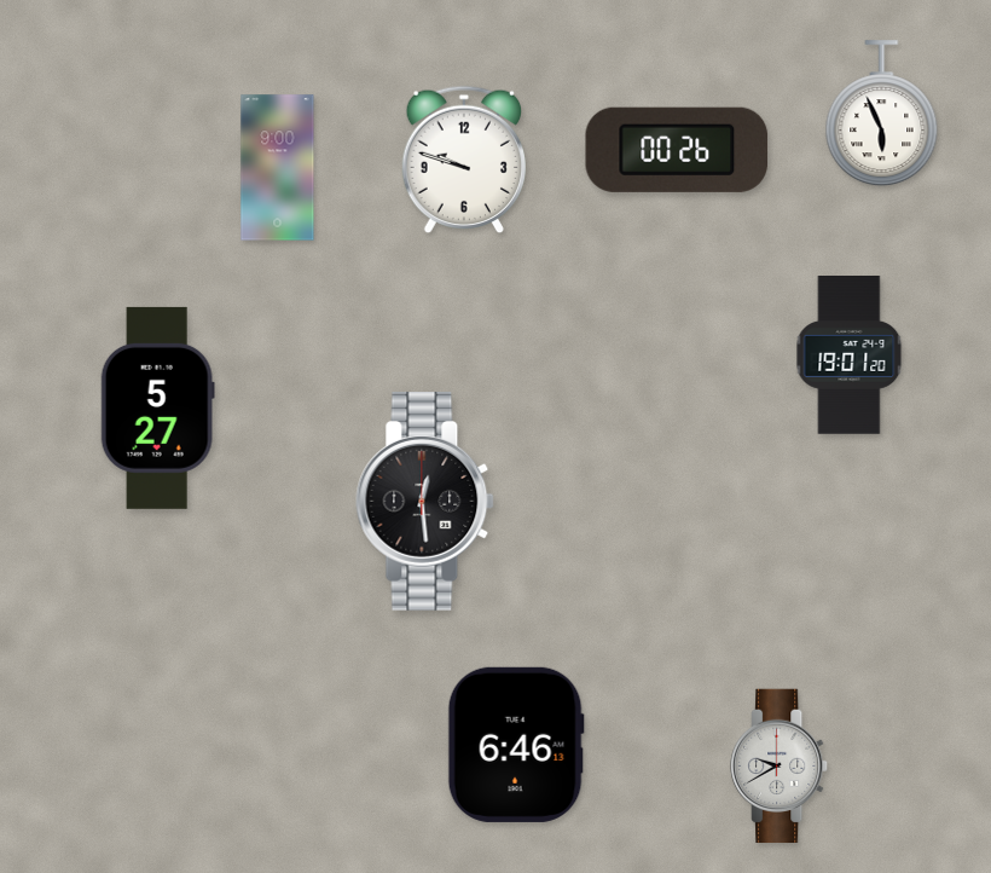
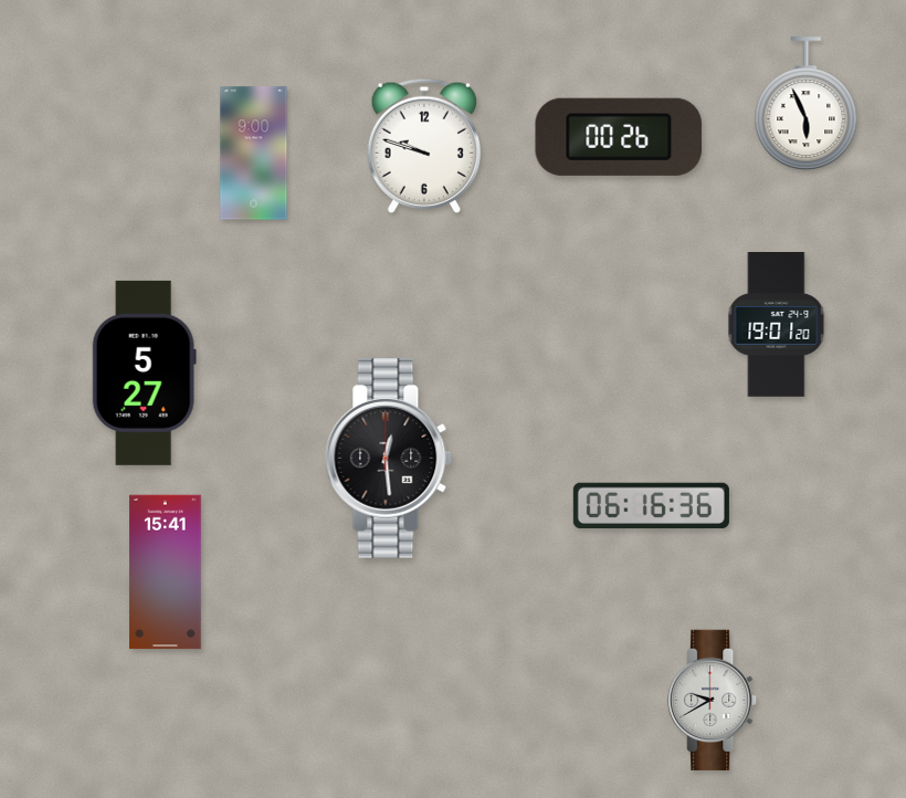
clock at (651, 505): none -> 06:16
clock at (166, 573): none -> 15:41
clock at (516, 745): 6:46 -> none
